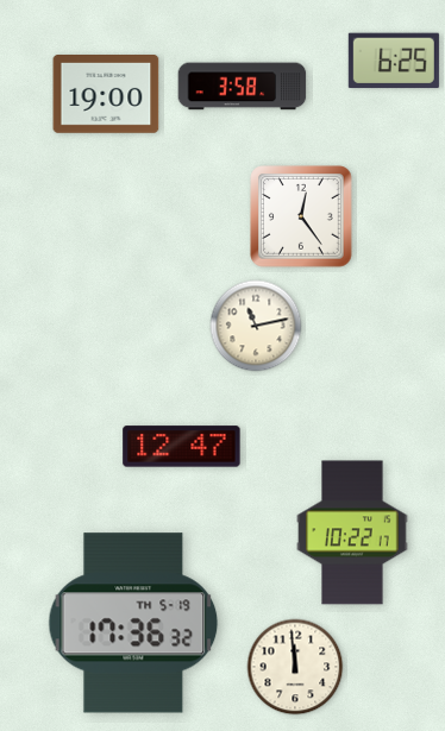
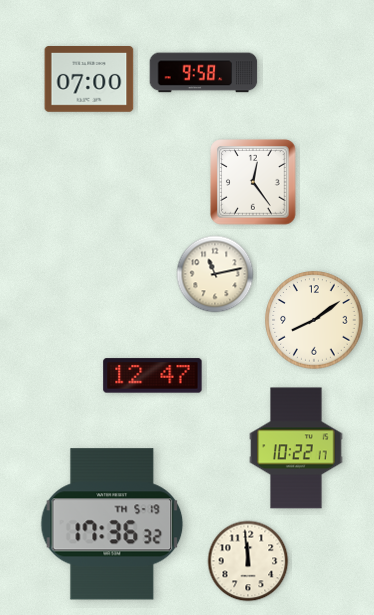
clock at (394, 61): 6:25 -> none
clock at (243, 87): 3:58 -> 9:58
clock at (106, 95): 19:00 -> 07:00
clock at (314, 320): none -> 8:09
